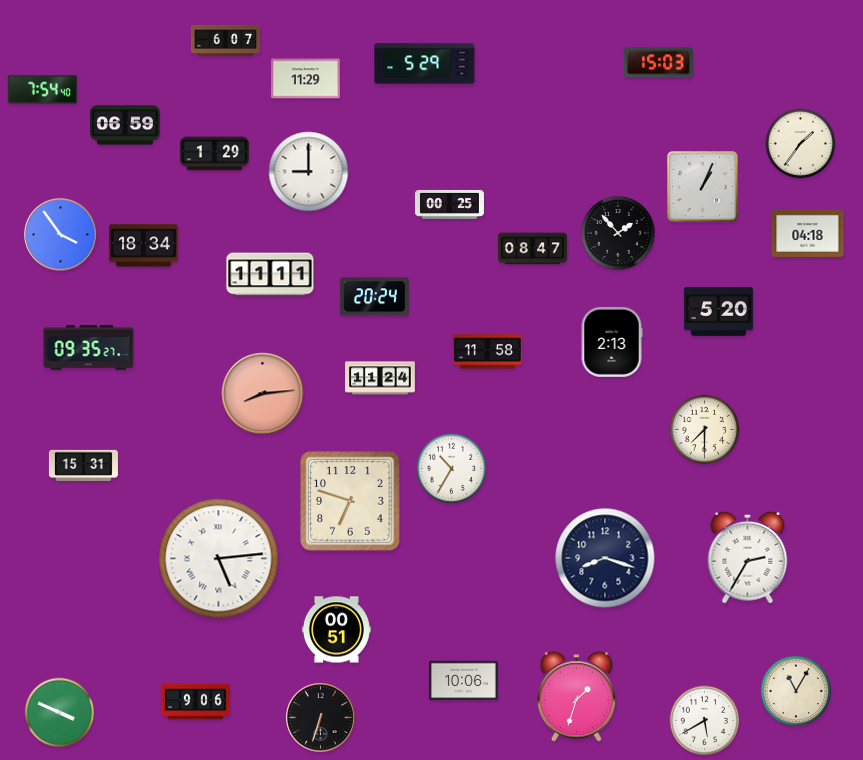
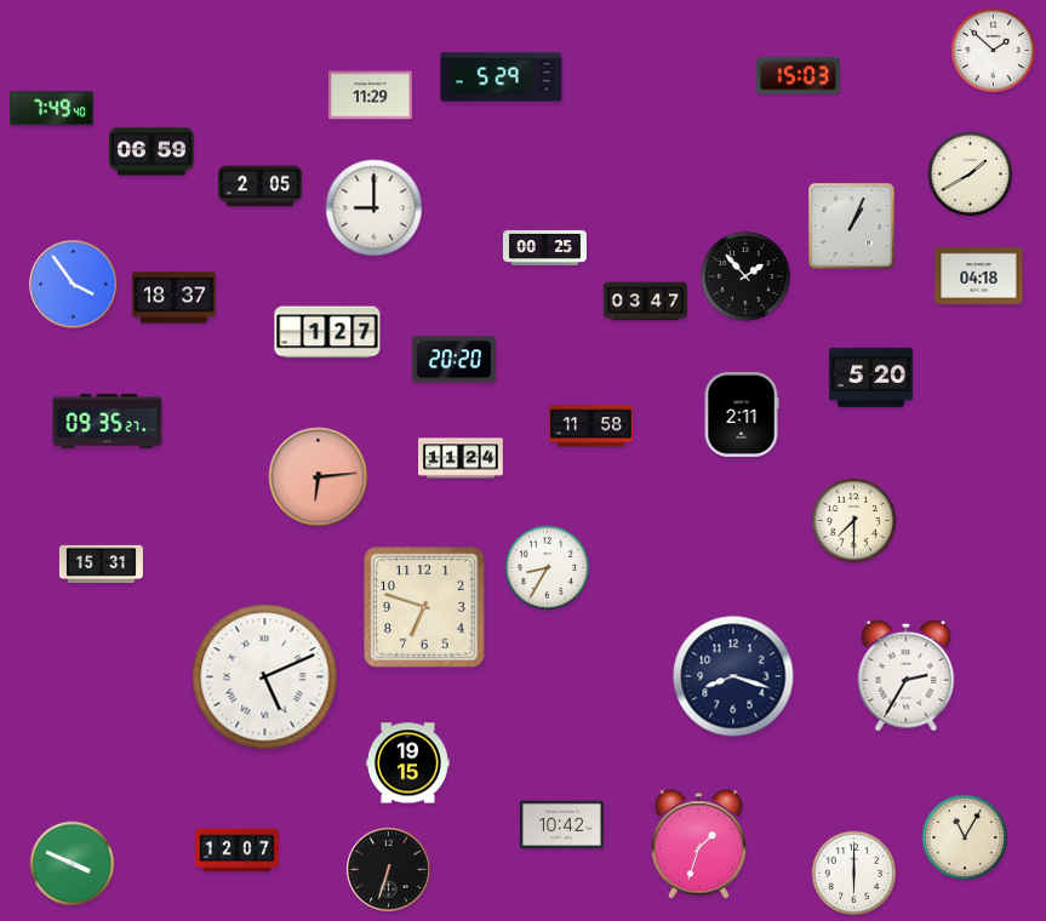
clock at (225, 40): 6:07 -> none
clock at (994, 51): none -> 1:52
clock at (425, 64) position: (425, 64) -> (502, 78)
clock at (42, 90): 7:54 -> 7:49
clock at (801, 144): 1:36 -> 1:40
clock at (214, 154): 1:29 -> 2:05
clock at (808, 233) position: (808, 233) -> (979, 275)
clock at (619, 234) position: (619, 234) -> (747, 278)
clock at (143, 246): 18:34 -> 18:37
clock at (532, 249): 08:47 -> 03:47
clock at (270, 274): 11:11 -> 1:27
clock at (374, 297): 20:24 -> 20:20
clock at (612, 343): 2:13 -> 2:11
clock at (263, 394): 8:14 -> 6:14
clock at (452, 469): 10:35 -> 8:35
clock at (219, 559): 5:14 -> 5:11
clock at (336, 630): 00:51 -> 19:15
clock at (463, 681): 10:06 -> 10:42
clock at (195, 702): 9:06 -> 12:07
clock at (705, 721): 5:40 -> 6:00
